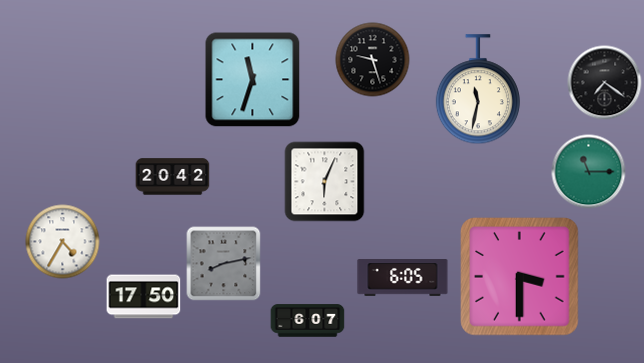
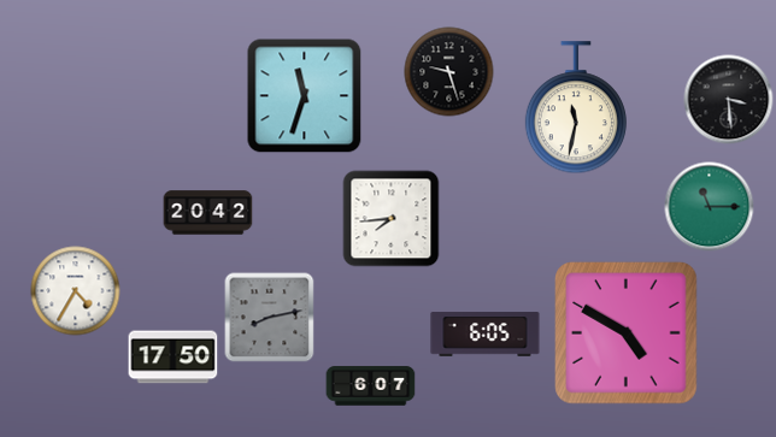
clock at (605, 83): 7:21 -> 3:29
clock at (325, 182): 6:04 -> 7:44
clock at (520, 277): 3:30 -> 4:50
